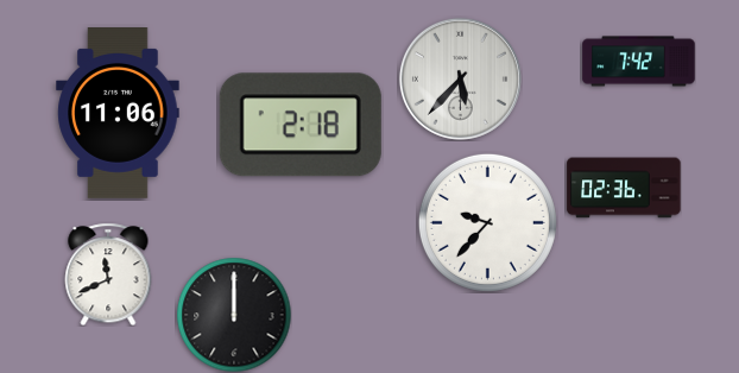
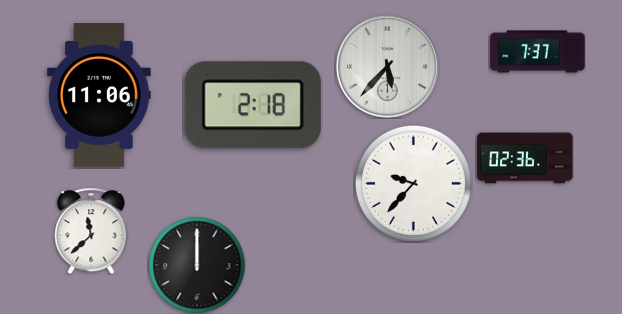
clock at (639, 62): 7:42 -> 7:37
clock at (487, 222) position: (487, 222) -> (413, 183)
clock at (108, 274): 11:41 -> 11:38
